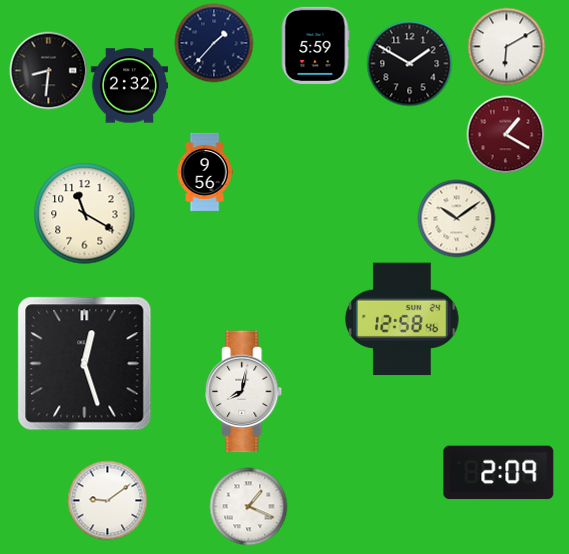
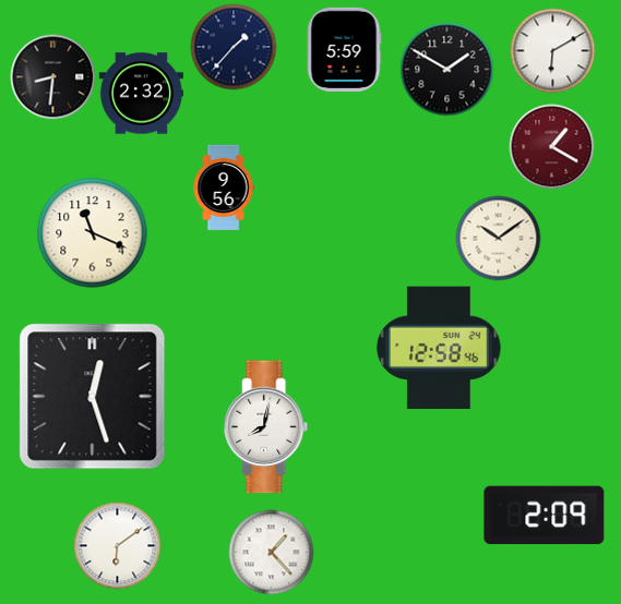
clock at (85, 214): 11:20 -> 11:19
clock at (107, 500): 9:09 -> 6:09
clock at (248, 506): 1:19 -> 1:23
